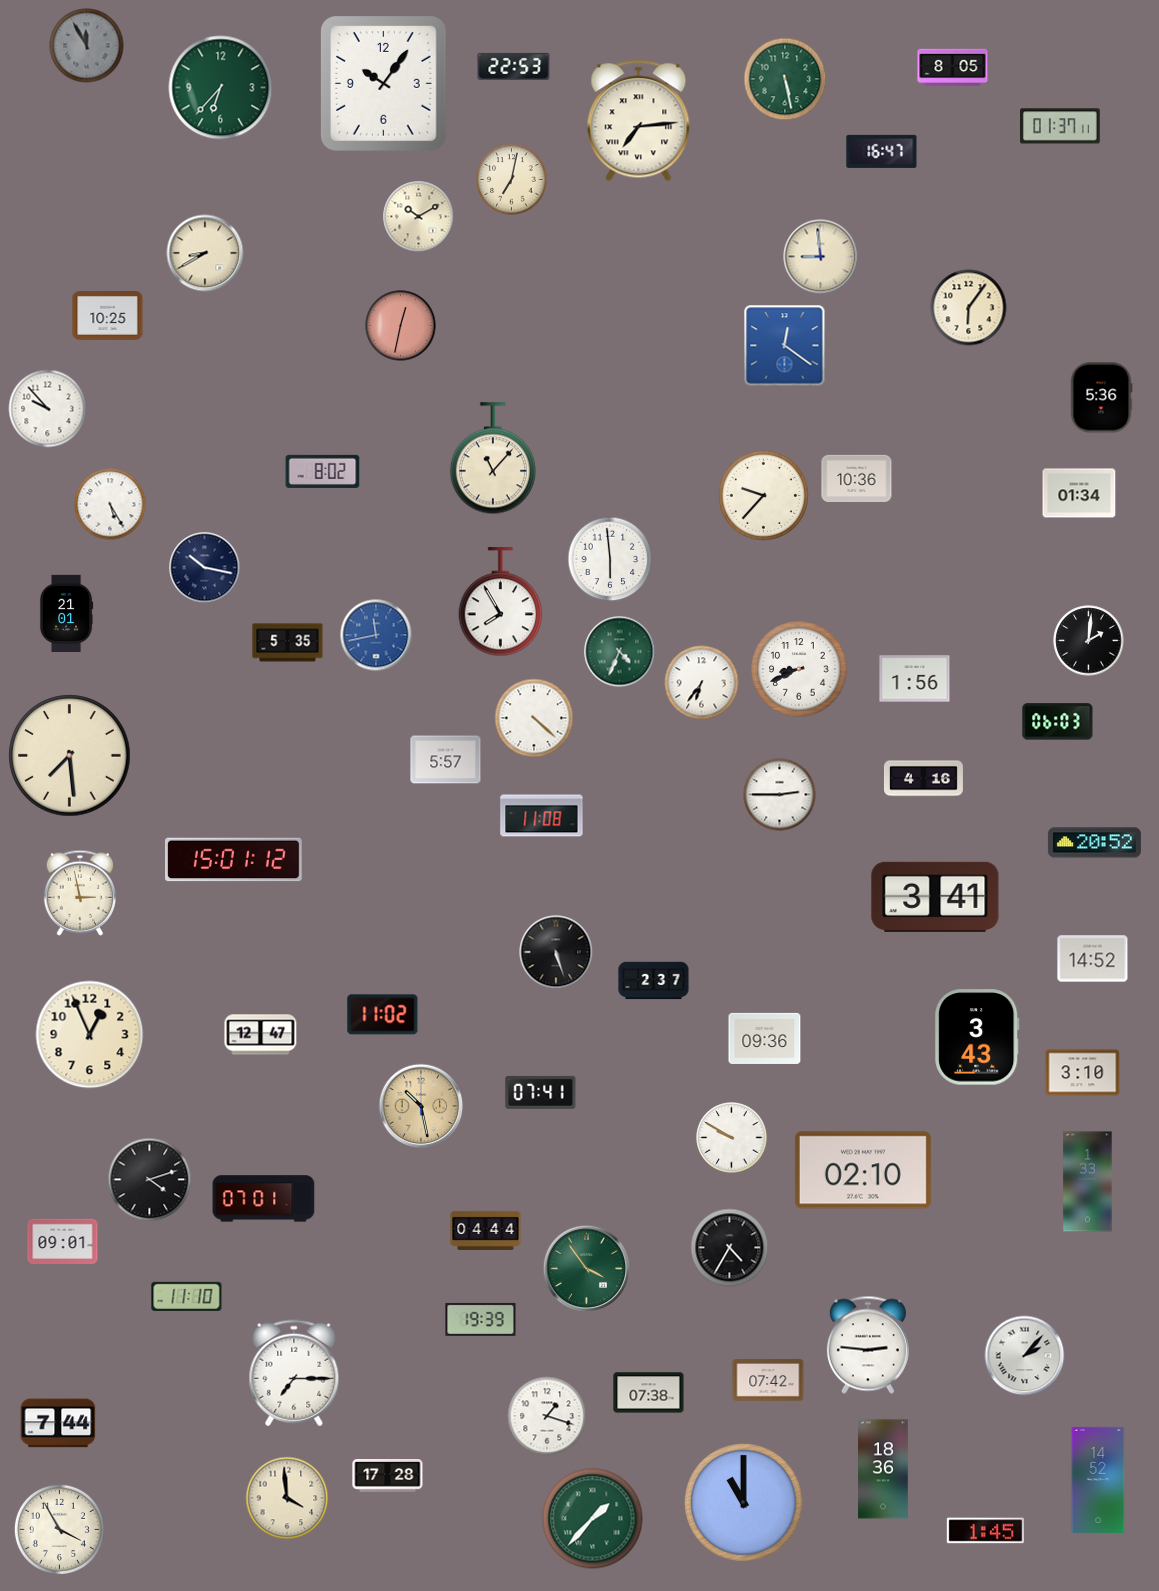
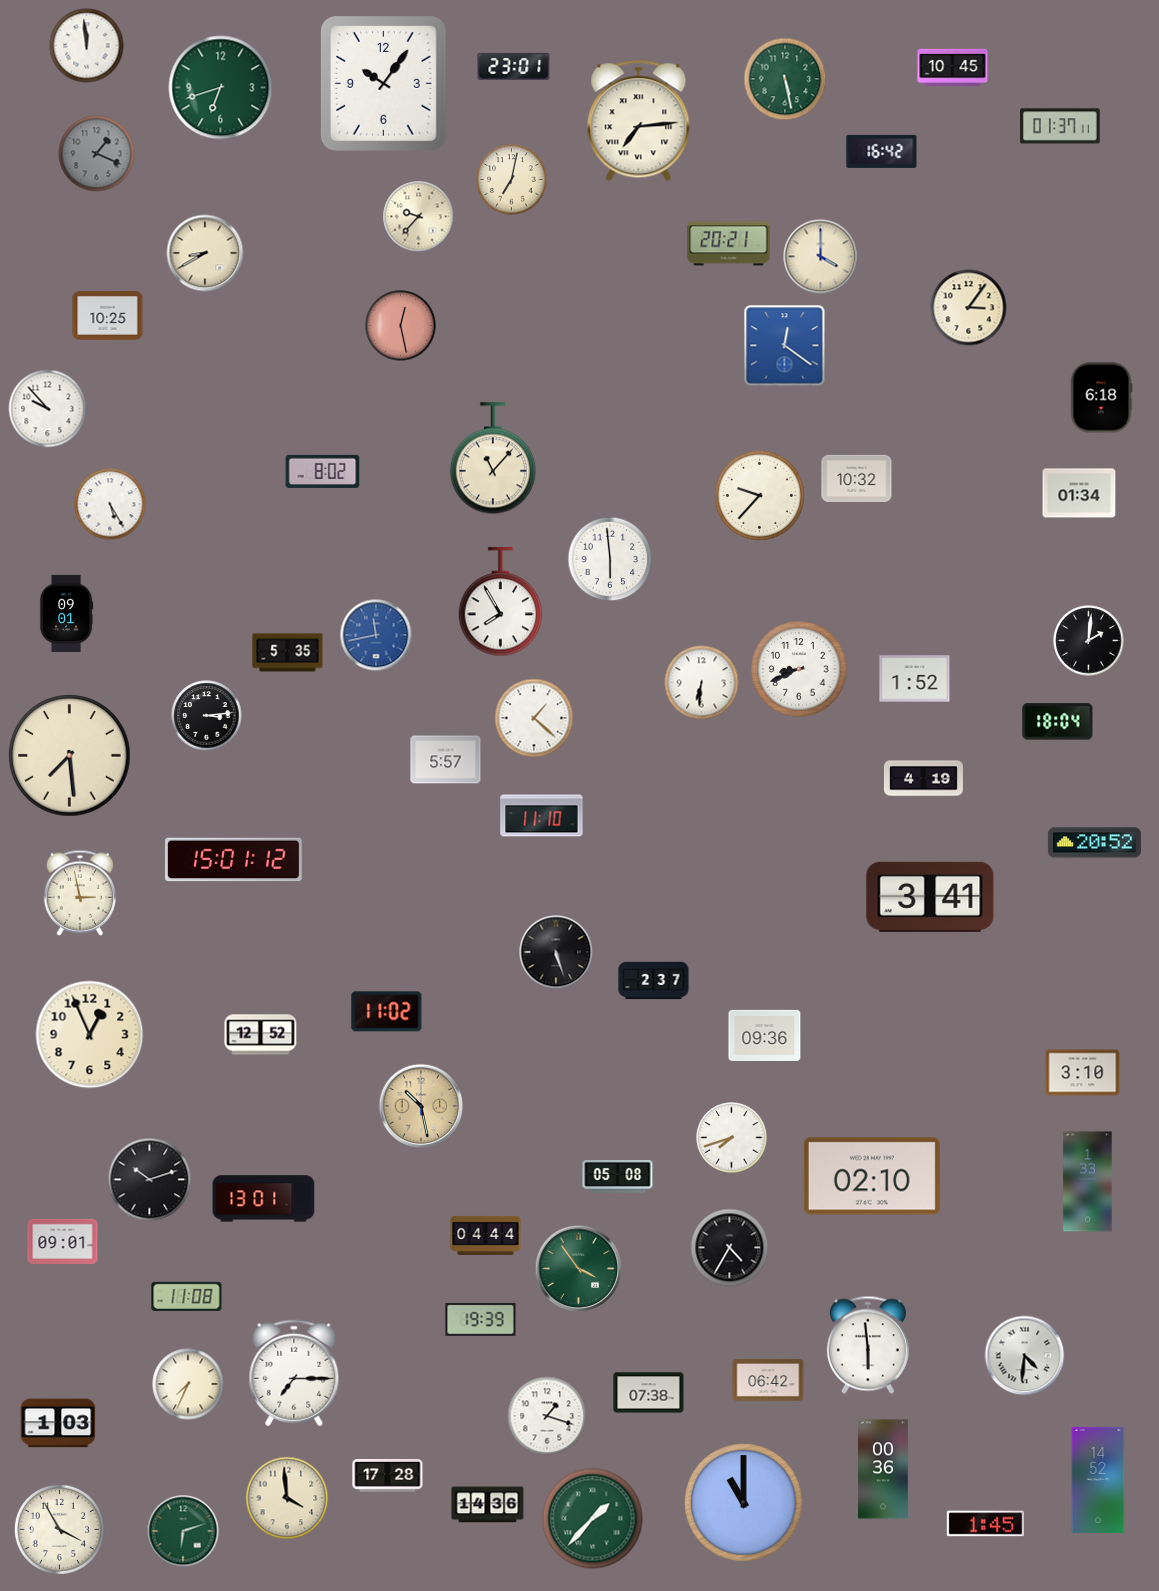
clock at (87, 46): 11:55 -> 11:59
clock at (87, 46) dial: grey -> white
clock at (514, 66): 22:53 -> 23:01
clock at (953, 68): 8:05 -> 10:45
clock at (221, 88): 6:37 -> 6:42
clock at (882, 151): 16:47 -> 16:42
clock at (97, 154): none -> 1:19
clock at (419, 217): 10:10 -> 9:37
clock at (729, 244): none -> 20:21
clock at (821, 257): 8:59 -> 4:00
clock at (969, 308): 6:06 -> 3:06
clock at (401, 326): 12:32 -> 12:28
clock at (1101, 398): 5:36 -> 6:18
clock at (857, 478): 10:36 -> 10:32
clock at (763, 495) position: (763, 495) -> (759, 495)
clock at (205, 568): 10:17 -> none
clock at (66, 613): 21:01 -> 09:01
clock at (288, 643) position: (288, 643) -> (288, 653)
clock at (620, 652): 4:34 -> none
clock at (915, 679): 1:56 -> 1:52
clock at (702, 683): 6:36 -> 6:31
clock at (207, 716): none -> 3:14
clock at (534, 718): 4:22 -> 1:22
clock at (1058, 722): 06:03 -> 18:04
clock at (923, 779): 4:16 -> 4:19
clock at (780, 795): 2:45 -> none
clock at (542, 816): 11:08 -> 11:10
clock at (935, 897) position: (935, 897) -> (930, 897)
clock at (1093, 959): 14:52 -> none
clock at (383, 1015) position: (383, 1015) -> (387, 1012)
clock at (261, 1035): 12:47 -> 12:52
clock at (977, 1037): 3:43 -> none
clock at (765, 1038) position: (765, 1038) -> (765, 1035)
clock at (541, 1092): 07:41 -> none
clock at (732, 1138): 9:50 -> 7:42
clock at (863, 1170) position: (863, 1170) -> (872, 1176)
clock at (618, 1177): none -> 05:08
clock at (150, 1180): 4:12 -> 10:12
clock at (264, 1199): 07:01 -> 13:01
clock at (486, 1230) position: (486, 1230) -> (486, 1235)
clock at (586, 1268) position: (586, 1268) -> (578, 1268)
clock at (187, 1296): 11:10 -> 11:08
clock at (868, 1345): 2:46 -> 5:59
clock at (1025, 1356): 2:07 -> 4:31
clock at (768, 1380): 07:42 -> 06:42
clock at (188, 1384): none -> 7:34
clock at (58, 1423): 7:44 -> 1:03
clock at (883, 1469): 18:36 -> 00:36
clock at (488, 1505): none -> 14:36
clock at (183, 1531): none -> 6:12
clock at (985, 1531) position: (985, 1531) -> (985, 1524)
